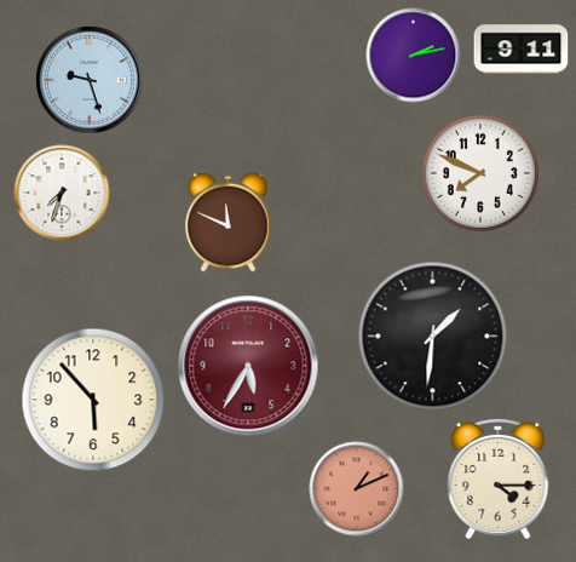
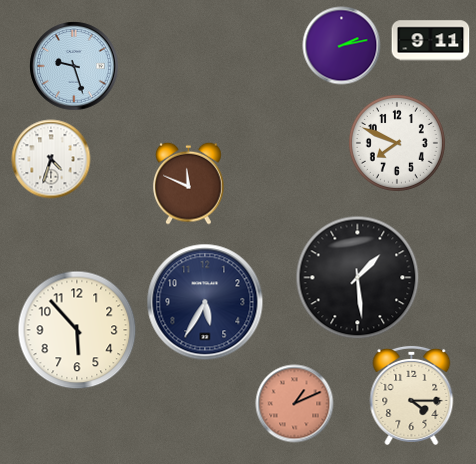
clock at (62, 193): 7:33 -> 4:33
clock at (432, 336): 1:31 -> 1:29
clock at (248, 366) dial: burgundy -> navy
